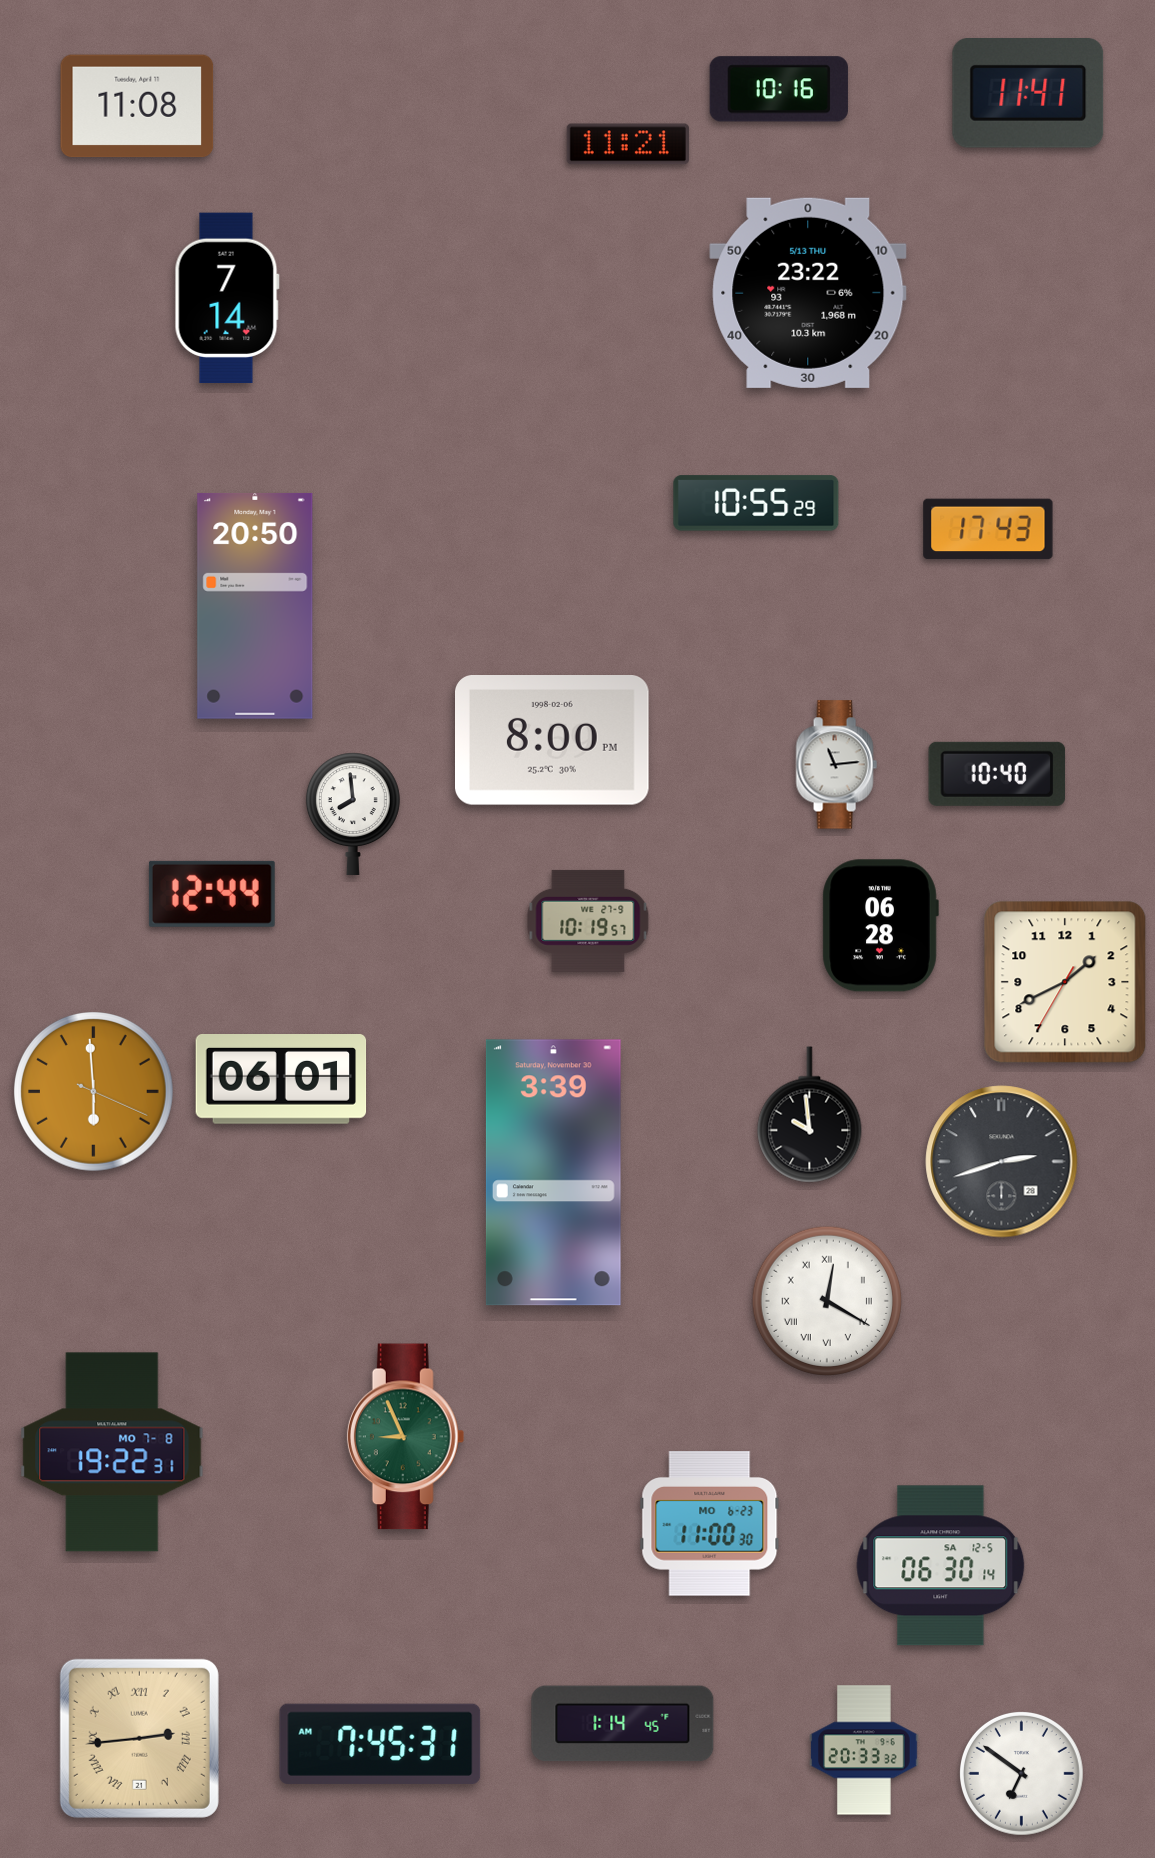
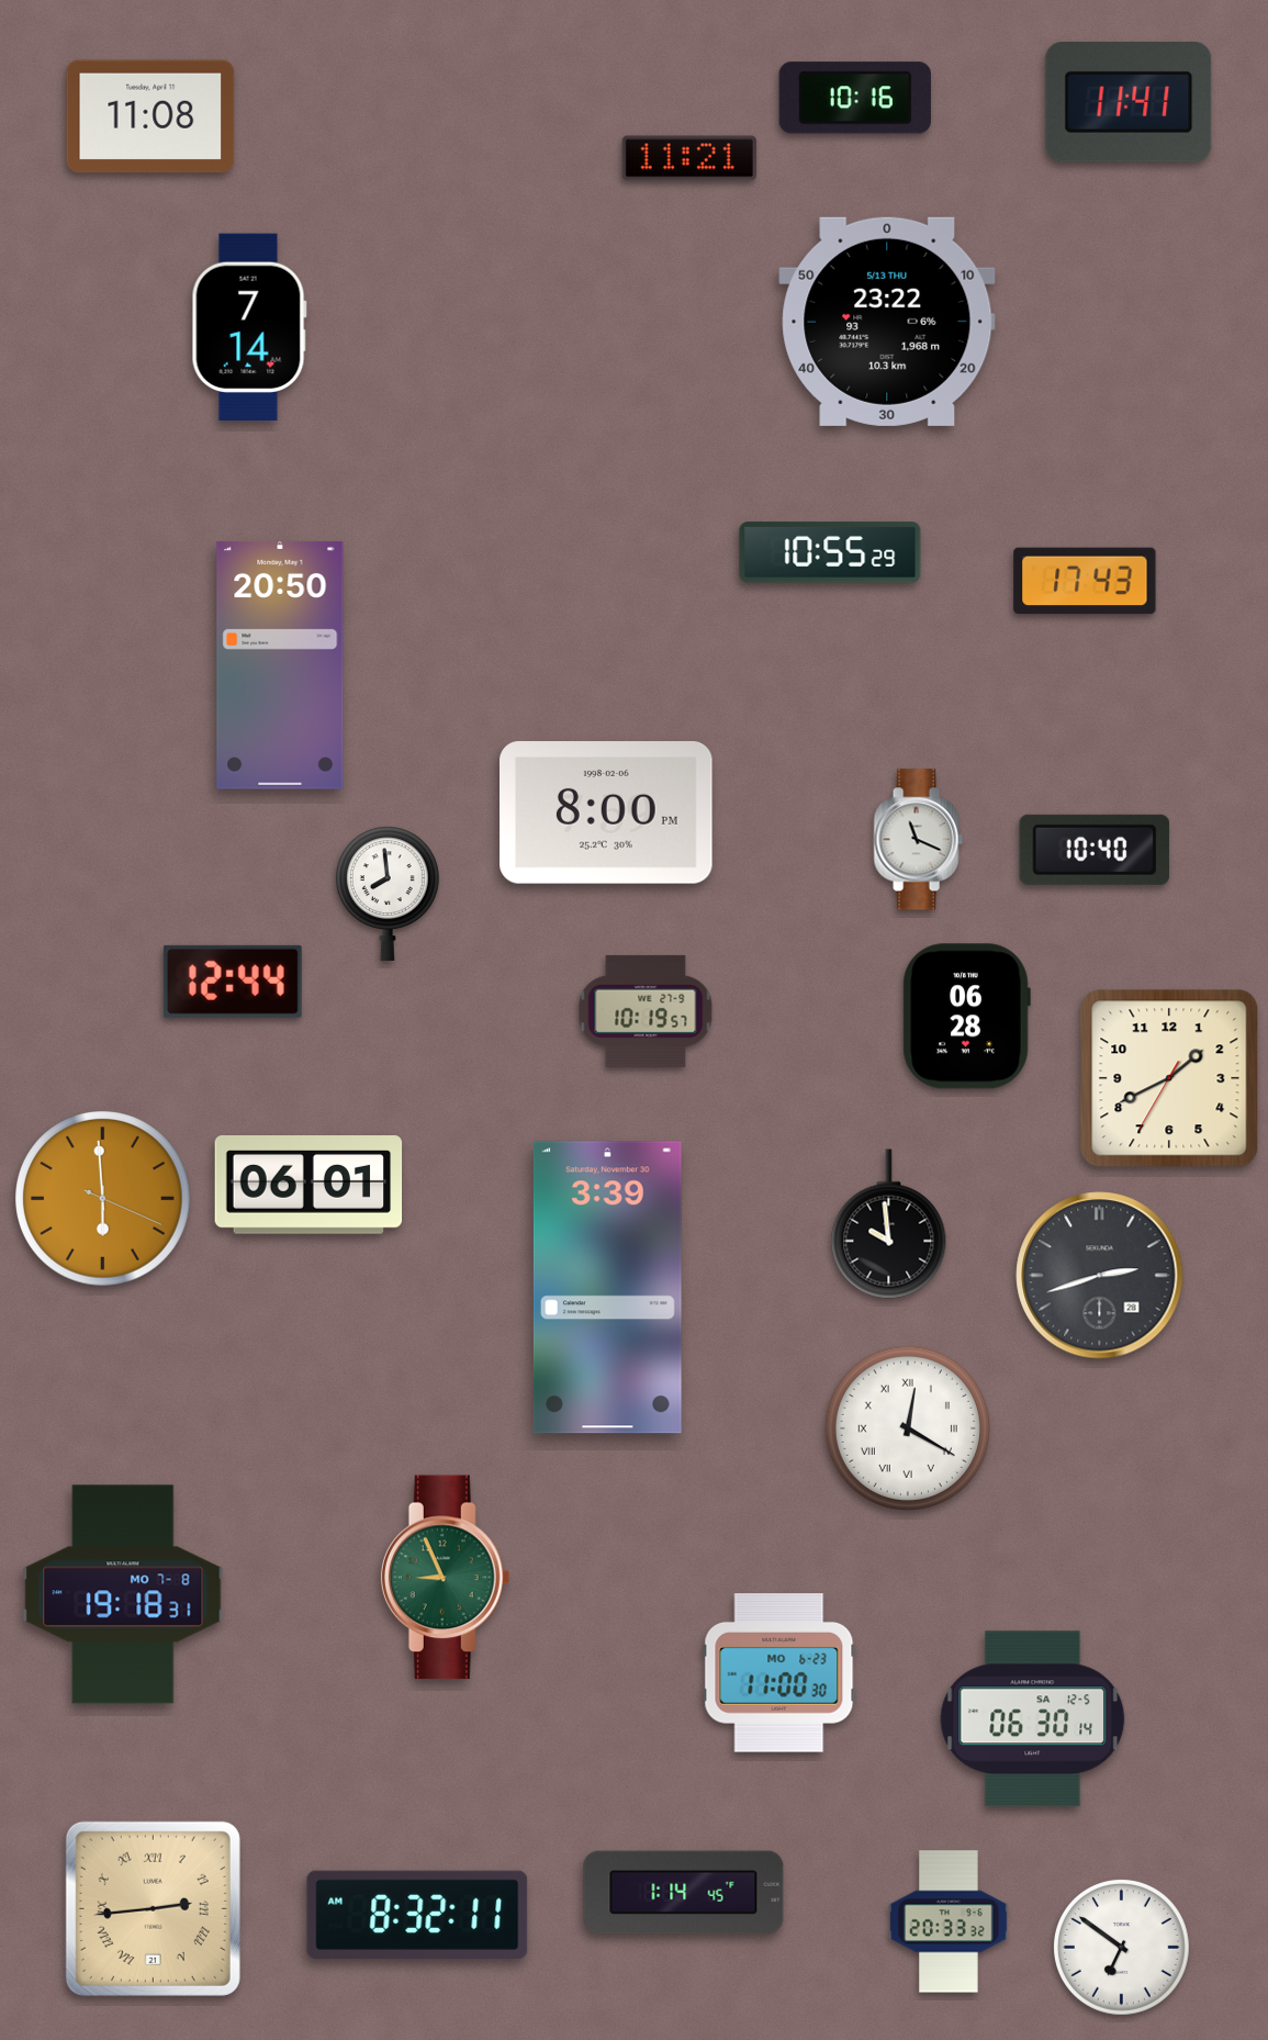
clock at (836, 765): 11:14 -> 11:19
clock at (112, 1452): 19:22 -> 19:18
clock at (380, 1744): 7:45 -> 8:32
